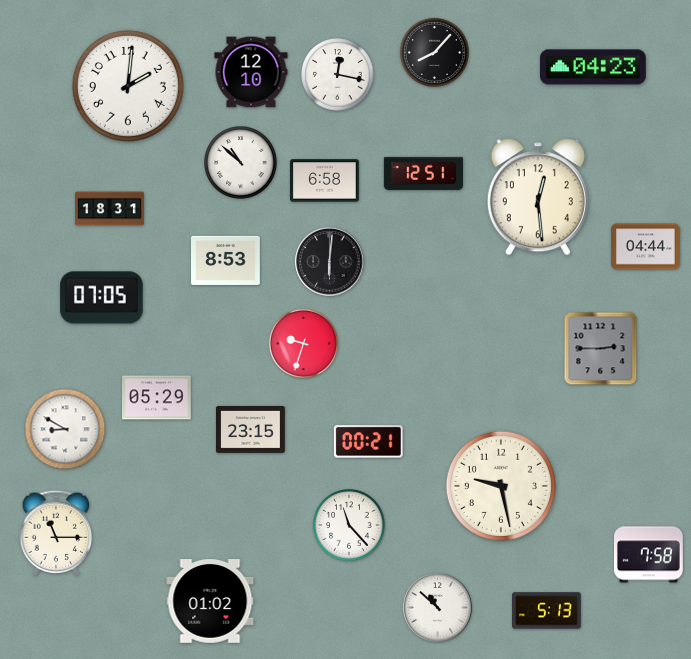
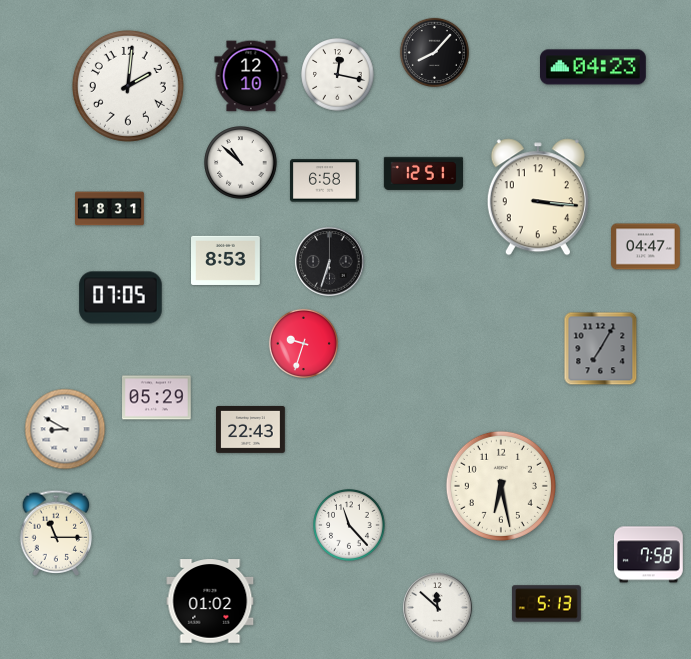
clock at (251, 72) position: (251, 72) -> (251, 76)
clock at (538, 197): 12:29 -> 3:16
clock at (646, 247): 04:44 -> 04:47
clock at (330, 262): 6:01 -> 6:33
clock at (102, 298) position: (102, 298) -> (121, 298)
clock at (601, 349): 2:45 -> 7:05
clock at (251, 430): 23:15 -> 22:43
clock at (368, 442): 00:21 -> none
clock at (501, 486): 9:28 -> 6:28
clock at (438, 608): 10:52 -> 11:52
clock at (547, 611) position: (547, 611) -> (547, 604)
